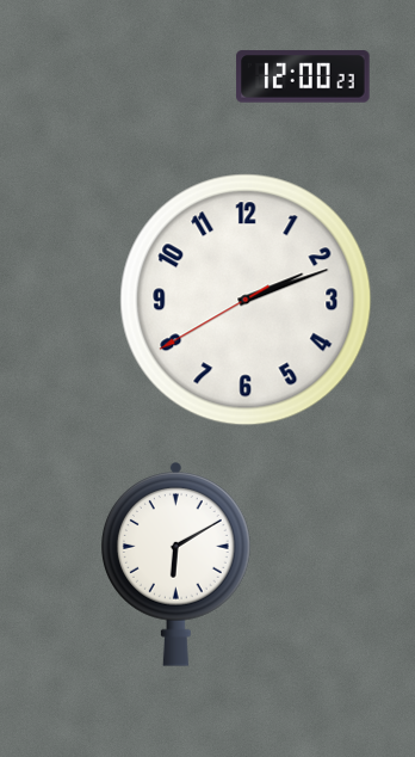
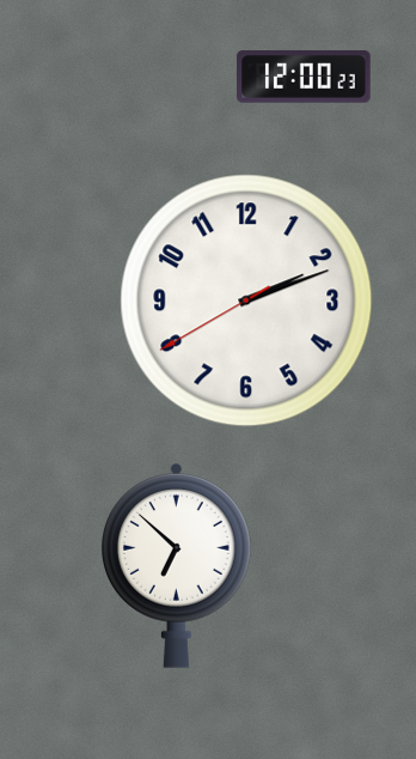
clock at (176, 565): 6:10 -> 6:52
